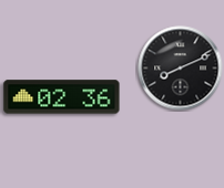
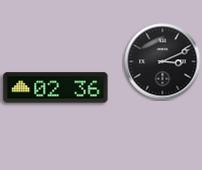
clock at (181, 69): 8:11 -> 3:11
